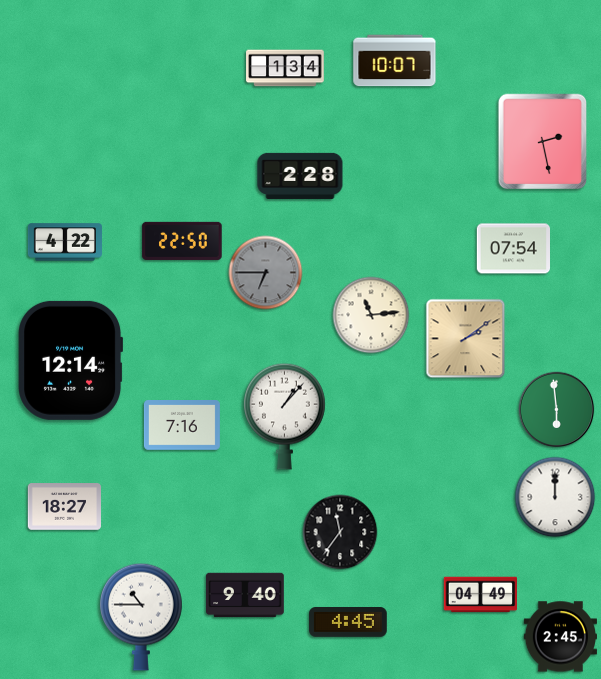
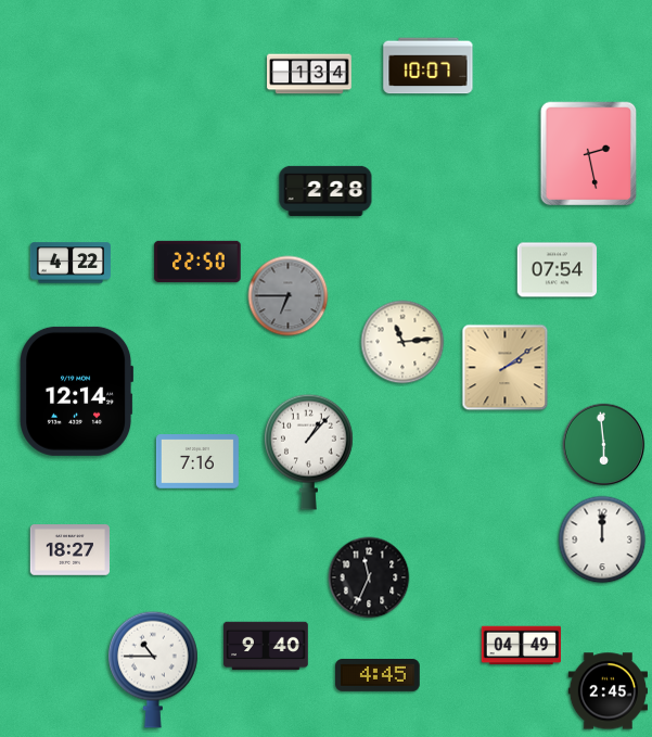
clock at (340, 532): 11:36 -> 11:34
